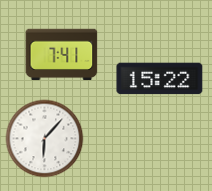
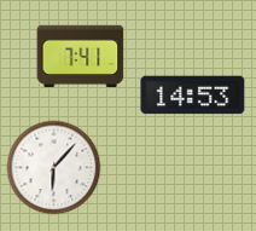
clock at (62, 55) position: (62, 55) -> (81, 57)
clock at (160, 79): 15:22 -> 14:53
